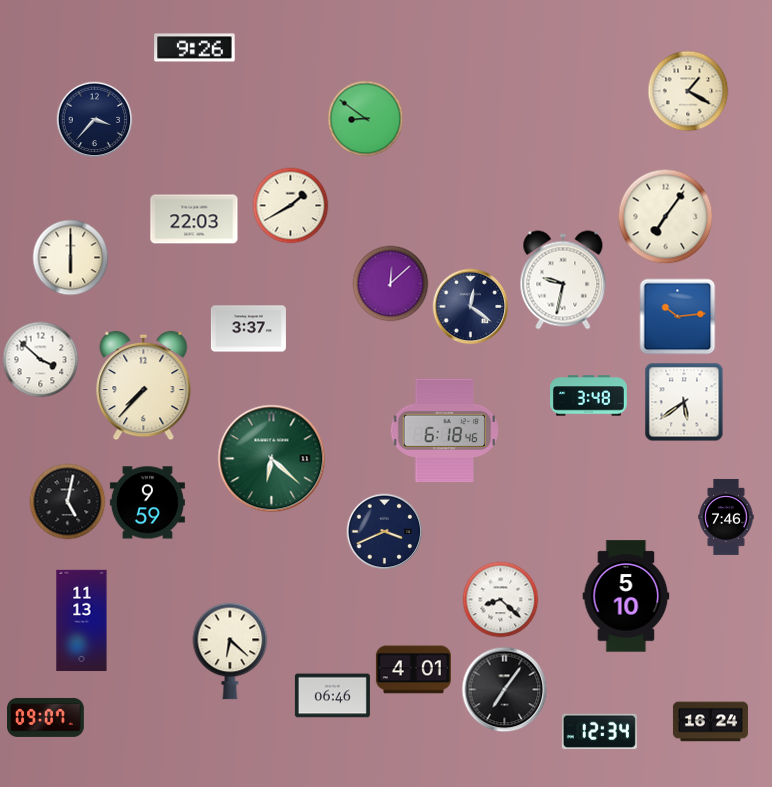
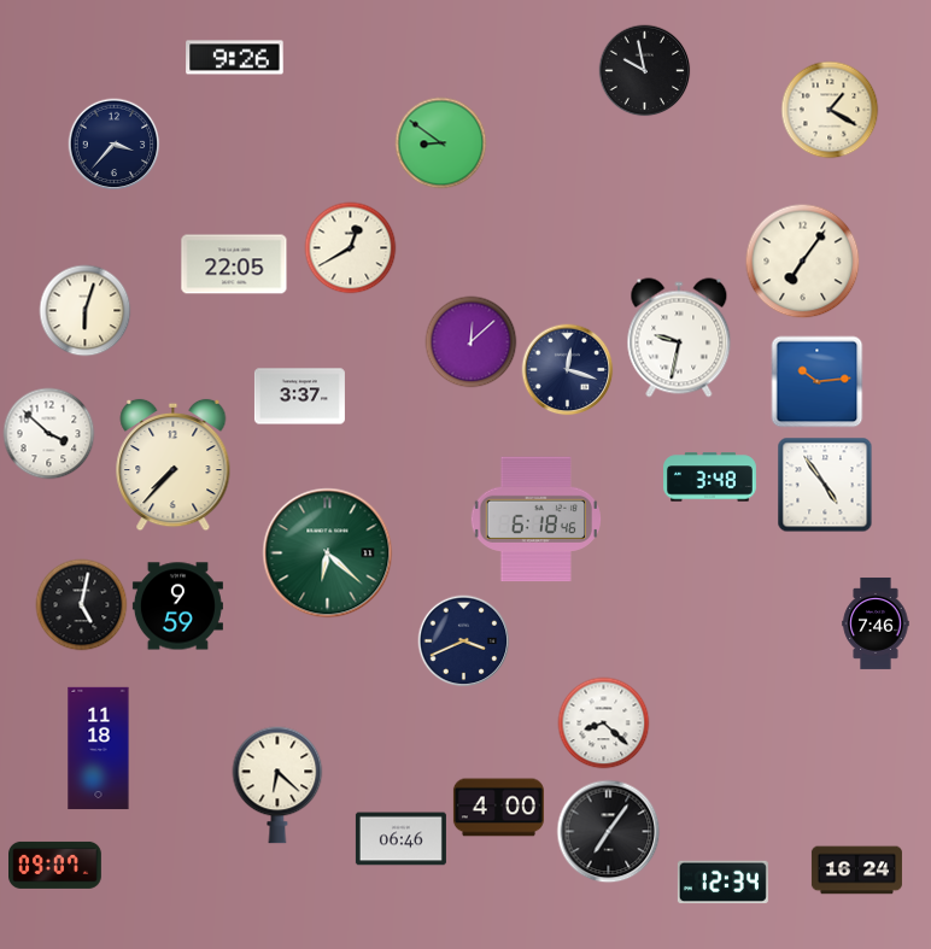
clock at (645, 71): none -> 9:58
clock at (291, 206): 1:40 -> 12:40
clock at (194, 219): 22:03 -> 22:05
clock at (71, 258): 6:00 -> 6:03
clock at (471, 307): 12:21 -> 12:18
clock at (684, 402): 5:39 -> 4:54
clock at (626, 596): 5:10 -> none
clock at (82, 621): 11:13 -> 11:18
clock at (413, 670): 4:01 -> 4:00
